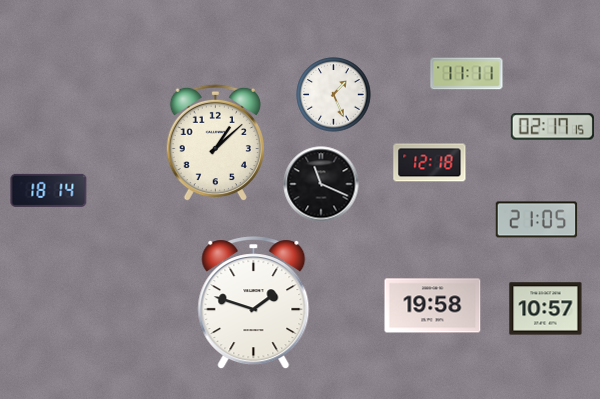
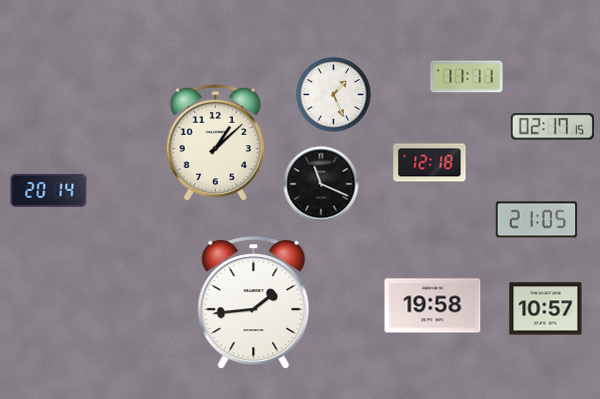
clock at (467, 74) position: (467, 74) -> (467, 77)
clock at (49, 190): 18:14 -> 20:14
clock at (254, 303): 1:48 -> 1:44
